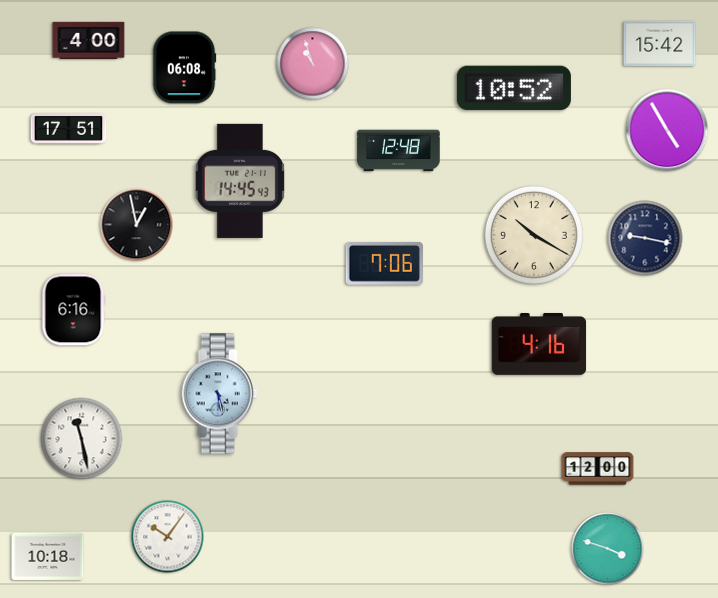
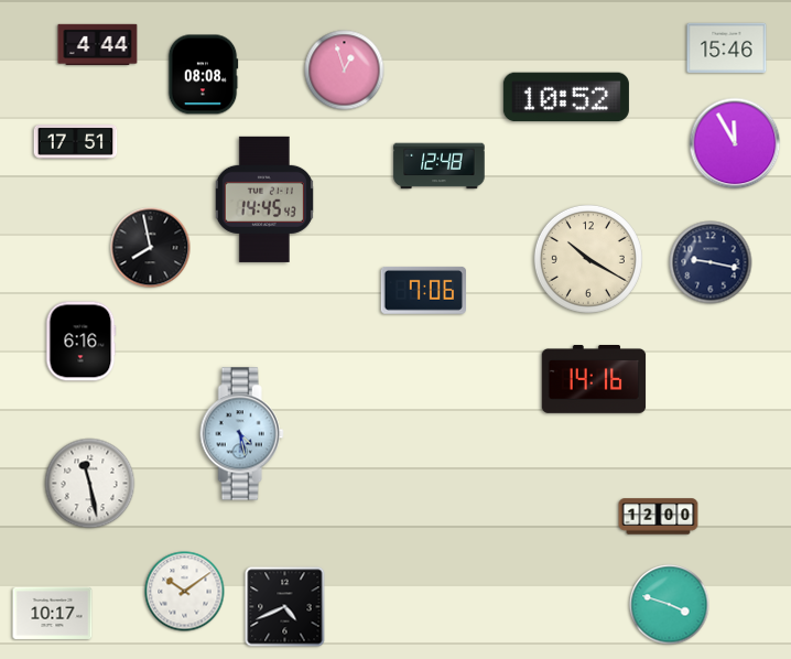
clock at (89, 41): 4:00 -> 4:44
clock at (660, 43): 15:42 -> 15:46
clock at (313, 64): 10:57 -> 12:57
clock at (184, 68): 06:08 -> 08:08
clock at (667, 130): 4:55 -> 11:55
clock at (137, 225): 12:58 -> 7:58
clock at (539, 345): 4:16 -> 14:16
clock at (168, 537): 10:06 -> 10:09
clock at (285, 607): none -> 4:41
clock at (48, 556): 10:18 -> 10:17
